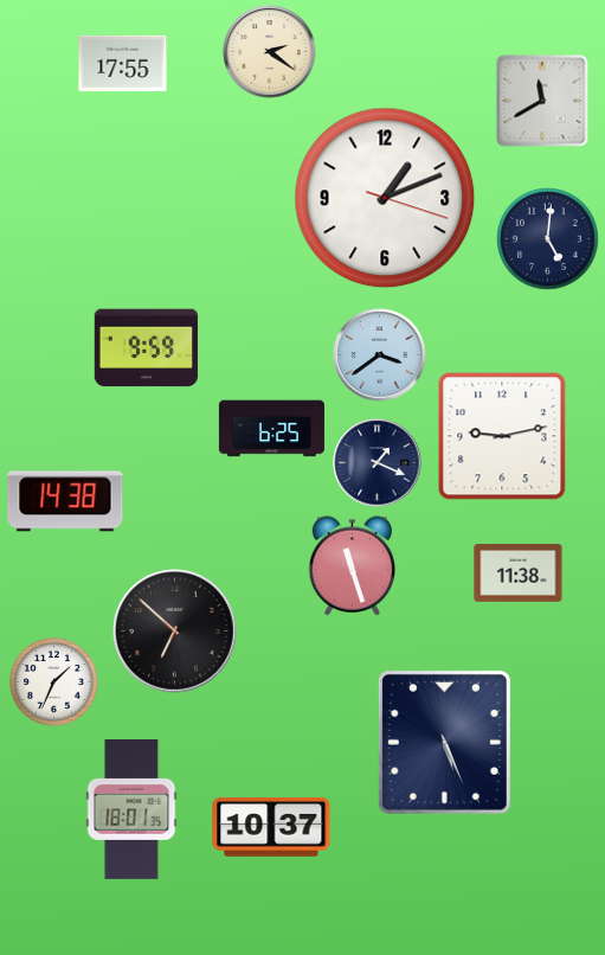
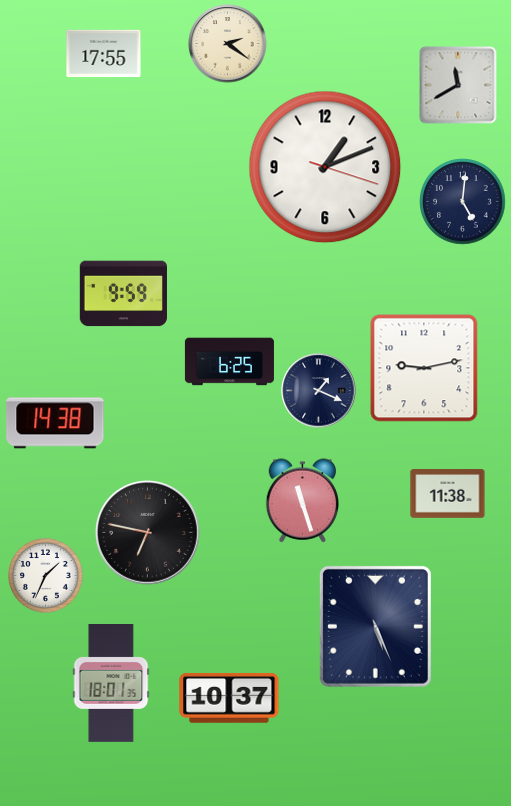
clock at (380, 355): 3:39 -> none
clock at (352, 566) position: (352, 566) -> (302, 501)
clock at (519, 573) position: (519, 573) -> (448, 494)
clock at (175, 632): 6:52 -> 6:47
